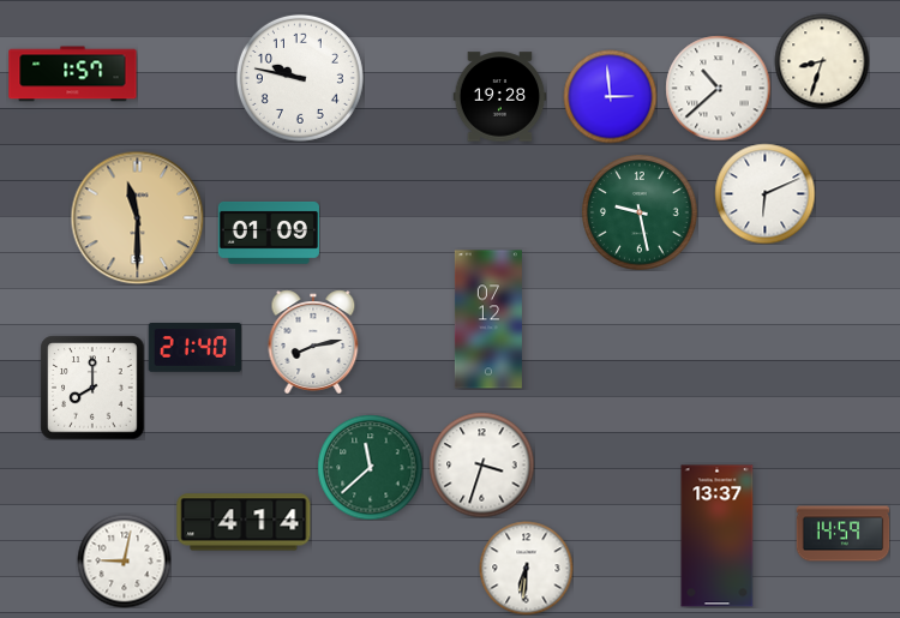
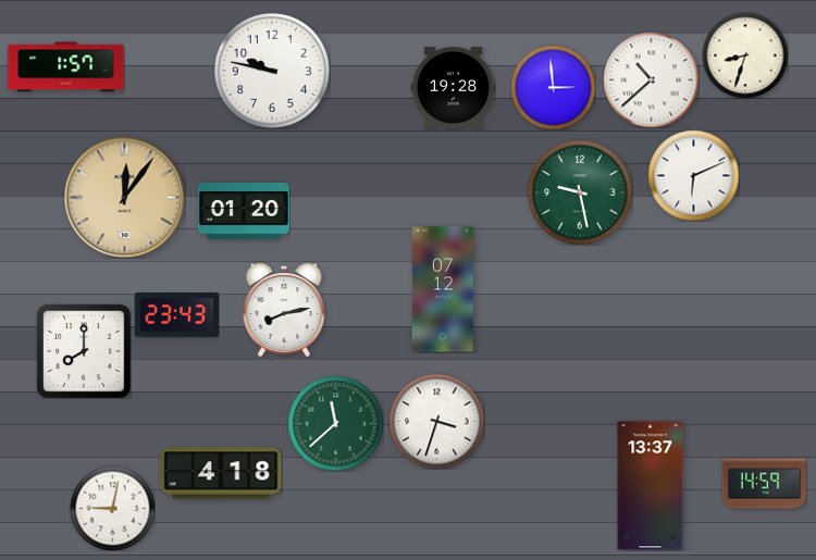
clock at (137, 217): 11:30 -> 12:06
clock at (269, 234): 01:09 -> 01:20
clock at (194, 348): 21:40 -> 23:43
clock at (244, 522): 4:14 -> 4:18
clock at (526, 568): 6:31 -> none
